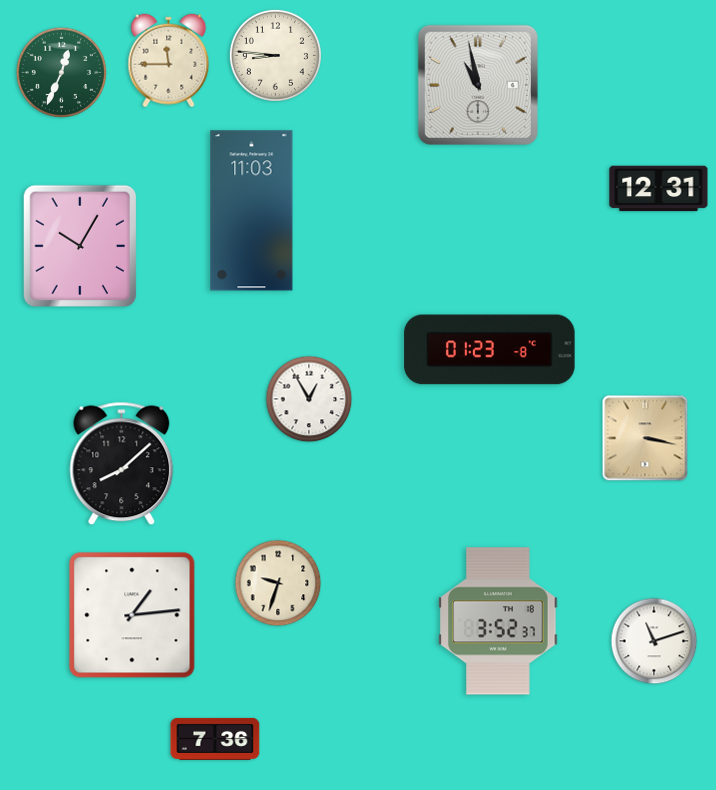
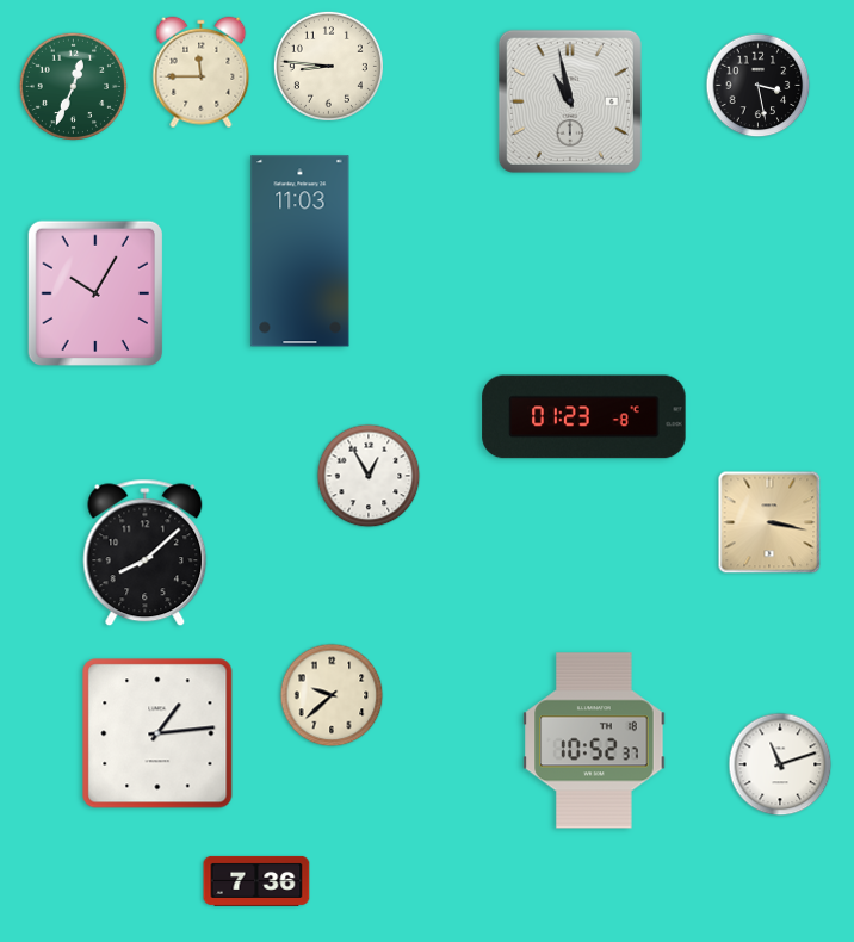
clock at (759, 86): none -> 3:28
clock at (659, 189): 12:31 -> none
clock at (278, 583): 9:33 -> 9:38
clock at (498, 621): 3:52 -> 10:52
